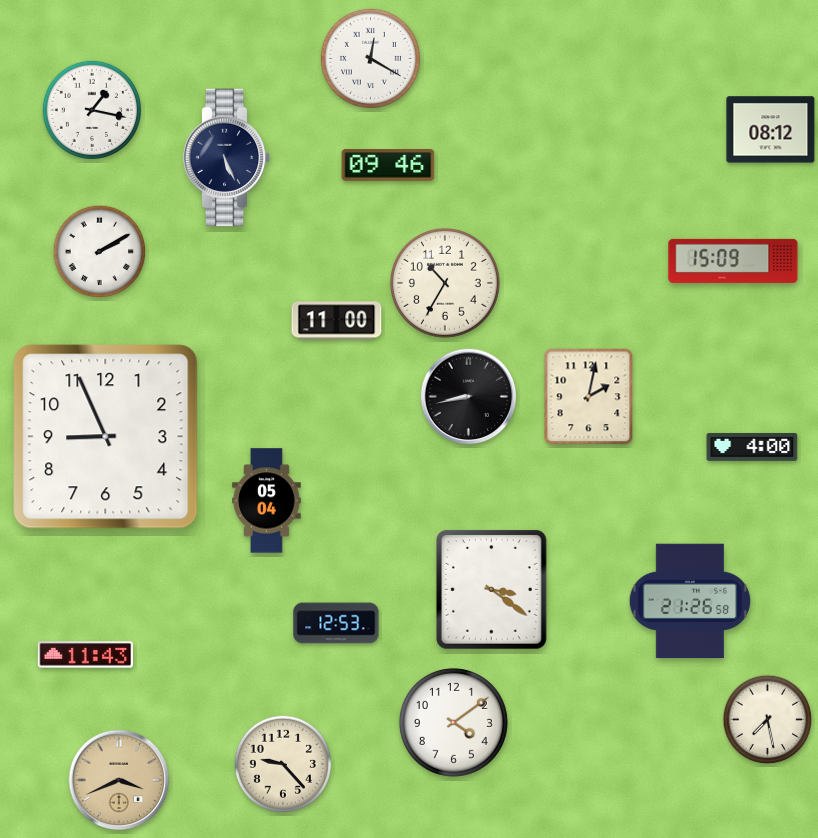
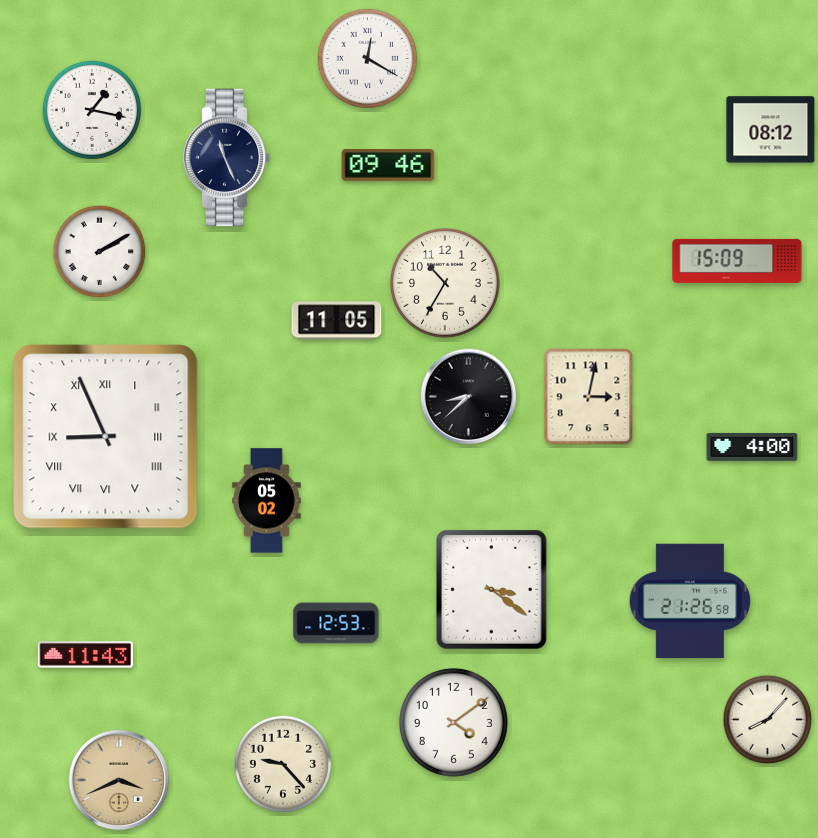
clock at (370, 58) position: (370, 58) -> (367, 58)
clock at (227, 158): 5:26 -> 11:26
clock at (733, 261) position: (733, 261) -> (737, 261)
clock at (337, 321): 11:00 -> 11:05
clock at (469, 397): 8:43 -> 8:38
clock at (589, 397): 2:02 -> 3:02
clock at (106, 437) numerals: Arabic -> Roman
clock at (267, 501): 05:04 -> 05:02
clock at (768, 720): 7:28 -> 8:07
